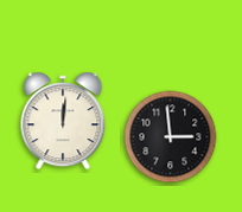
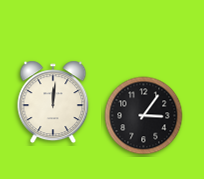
clock at (171, 137): 2:59 -> 3:06
